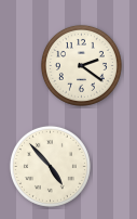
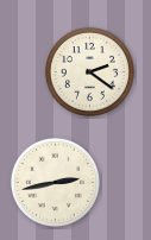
clock at (50, 166): 4:53 -> 2:43
